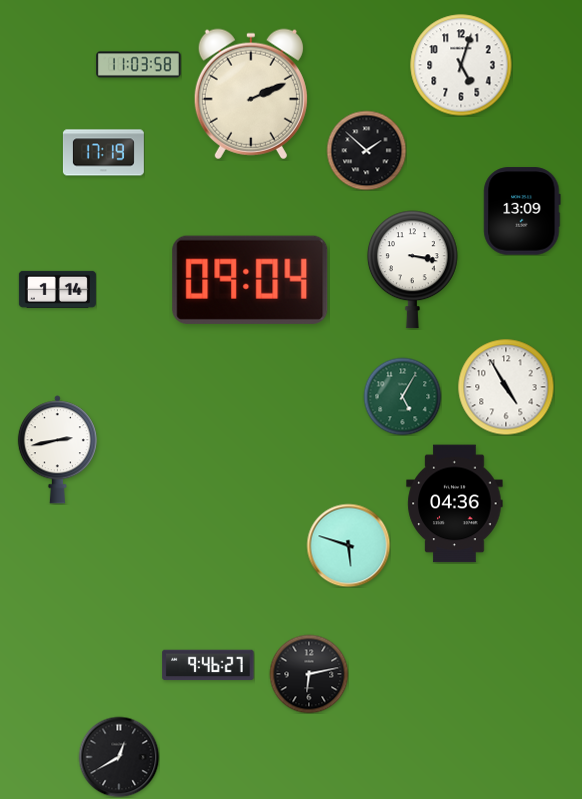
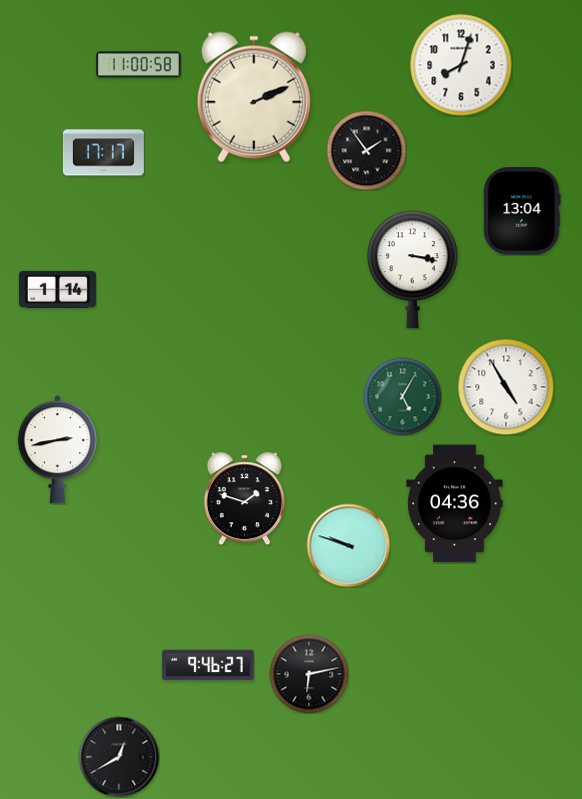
clock at (139, 65): 11:03 -> 11:00
clock at (461, 65): 5:03 -> 8:03
clock at (251, 94) position: (251, 94) -> (254, 97)
clock at (366, 150): 1:52 -> 1:54
clock at (103, 153): 17:19 -> 17:17
clock at (522, 211): 13:09 -> 13:04
clock at (250, 280): 09:04 -> none
clock at (244, 498): none -> 1:48
clock at (348, 545): 5:48 -> 9:48
